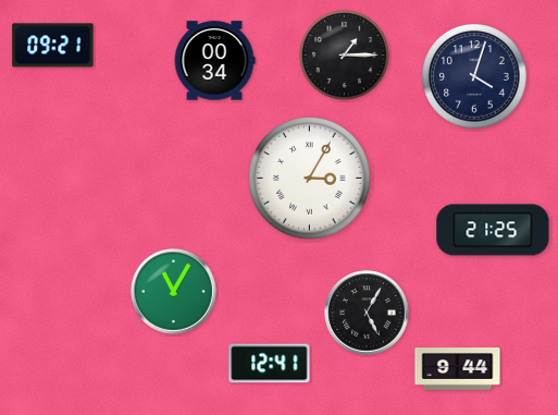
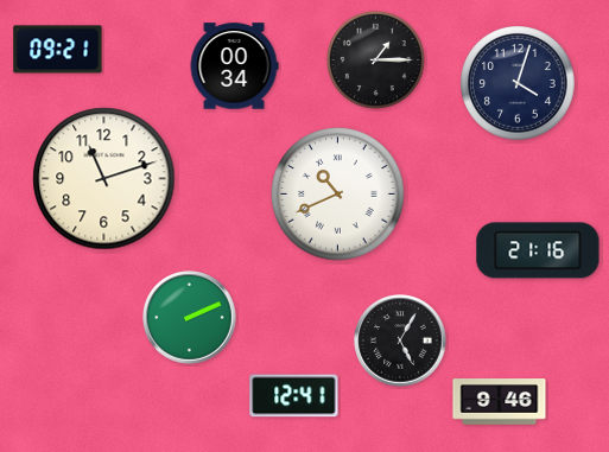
clock at (104, 179): none -> 11:12
clock at (310, 179): 3:05 -> 10:41
clock at (493, 230): 21:25 -> 21:16
clock at (174, 292): 11:05 -> 2:11
clock at (458, 369): 9:44 -> 9:46
